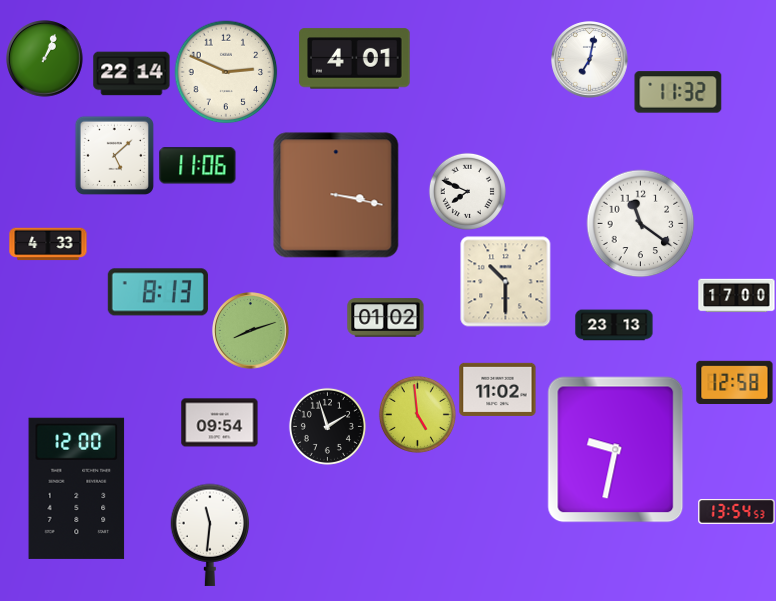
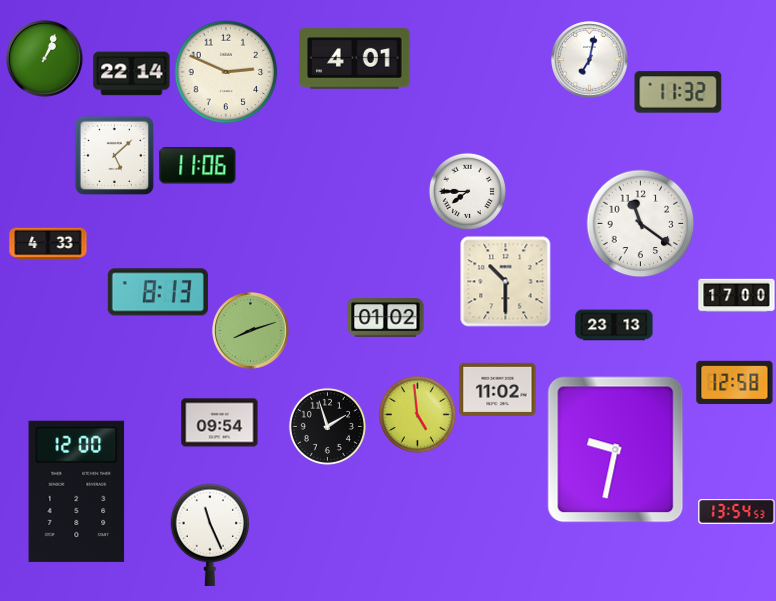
clock at (467, 191): 7:49 -> 7:45
clock at (336, 195): 3:17 -> none
clock at (77, 488) position: (77, 488) -> (77, 491)
clock at (210, 535): 11:31 -> 11:26
